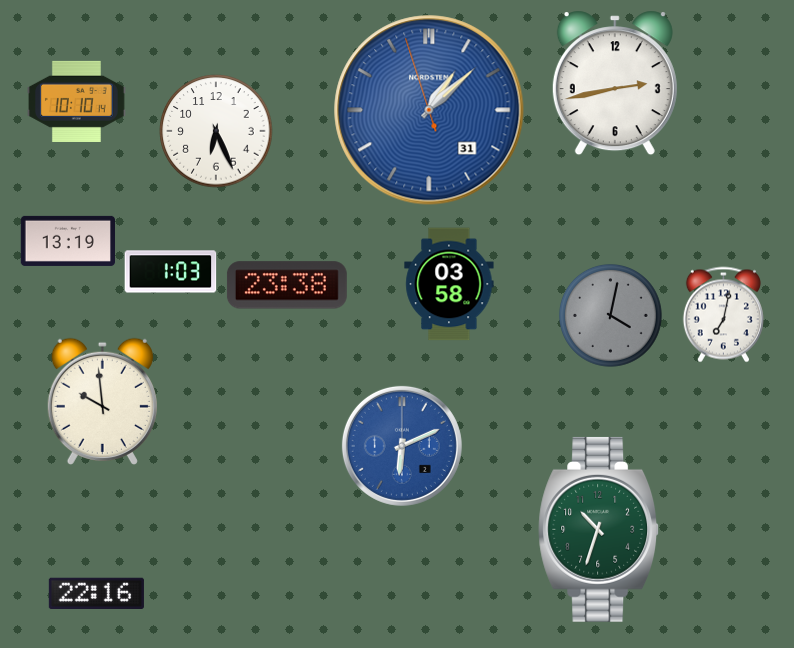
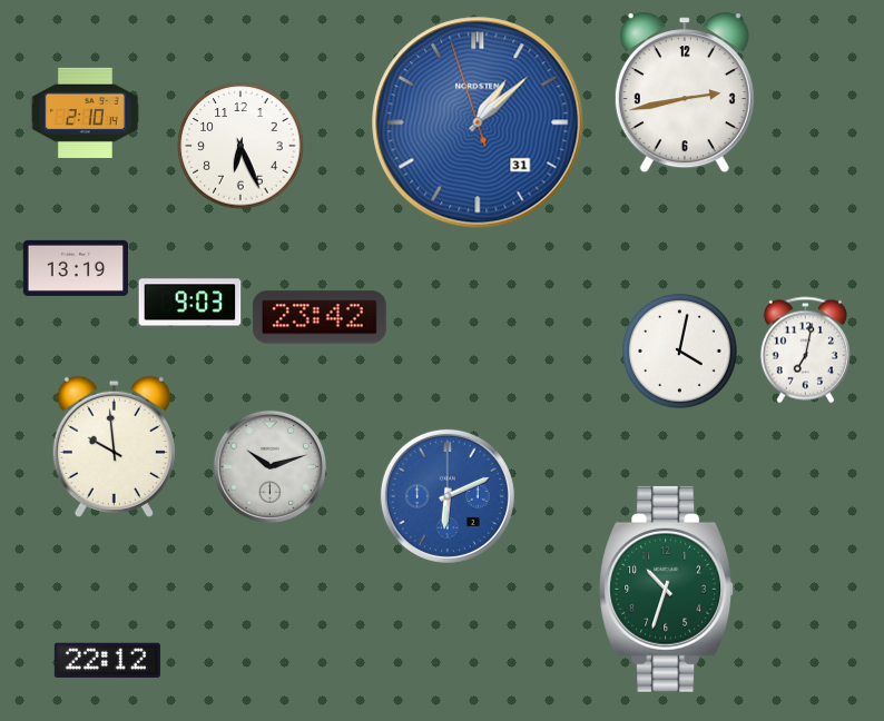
clock at (77, 101): 10:10 -> 2:10
clock at (171, 272): 1:03 -> 9:03
clock at (449, 284): 03:58 -> none
clock at (287, 285): 23:38 -> 23:42
clock at (610, 315) dial: grey -> white
clock at (269, 466): none -> 10:12
clock at (96, 593): 22:16 -> 22:12
